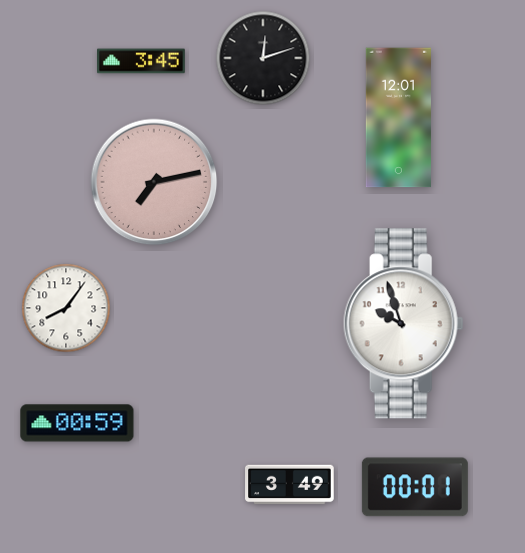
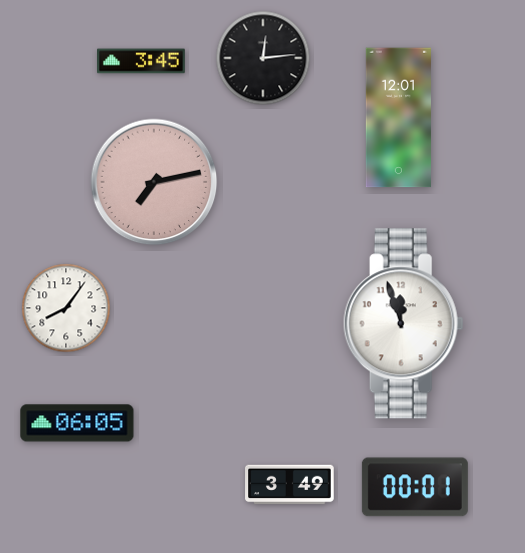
clock at (263, 58): 12:12 -> 12:14
clock at (403, 324): 9:57 -> 11:57
clock at (77, 423): 00:59 -> 06:05
